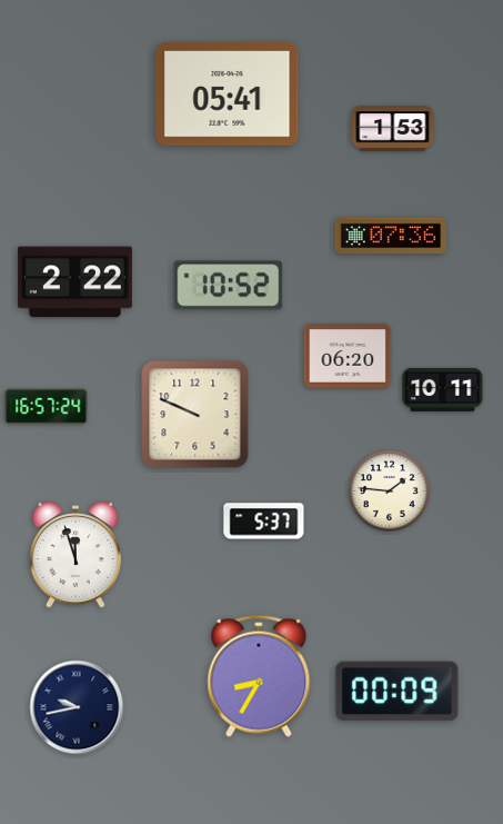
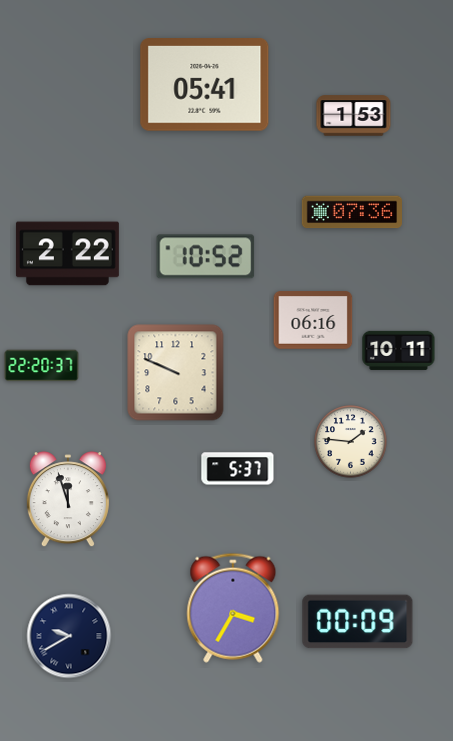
clock at (348, 356): 06:20 -> 06:16
clock at (47, 407): 16:57 -> 22:20
clock at (259, 676): 8:35 -> 3:35
clock at (77, 707): 9:43 -> 9:40
